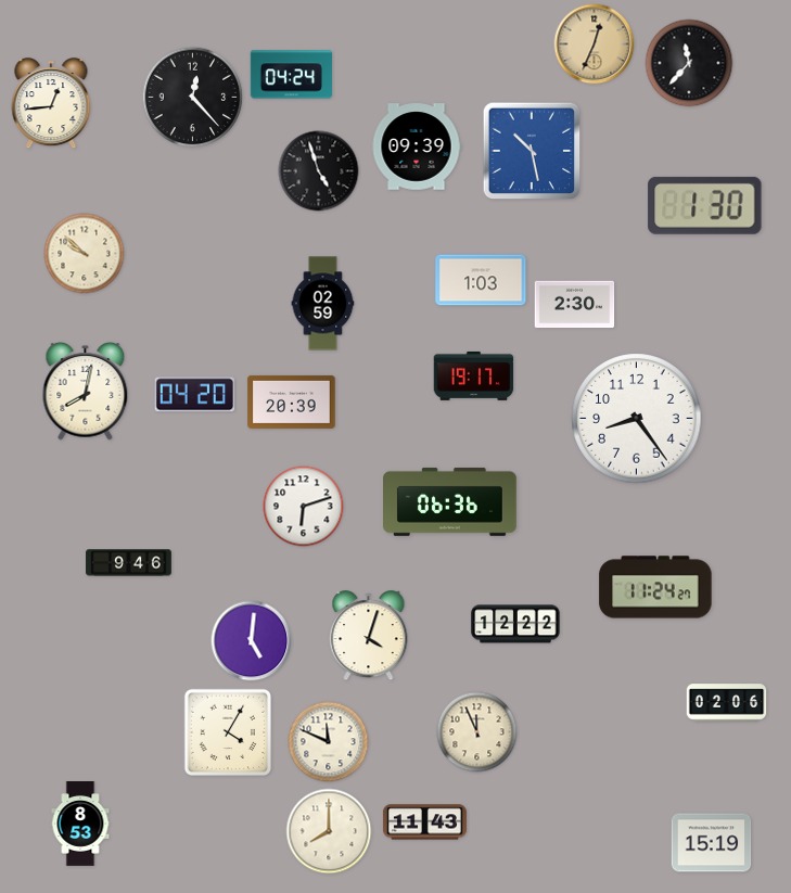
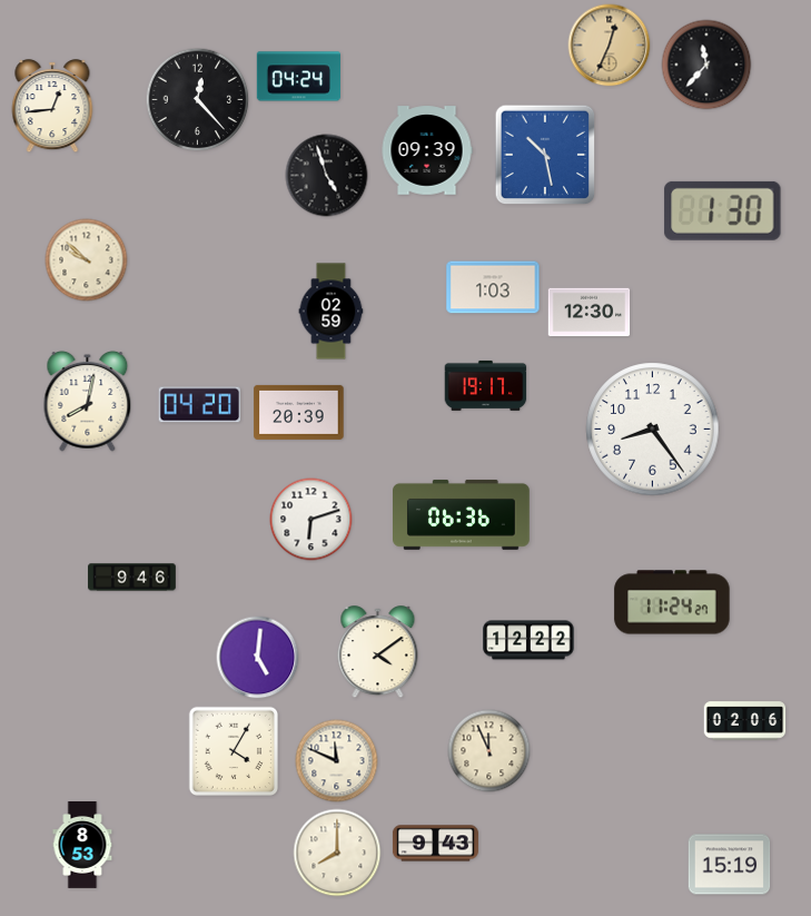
clock at (575, 305): 2:30 -> 12:30
clock at (369, 636): 4:03 -> 4:09
clock at (424, 822): 11:43 -> 9:43
